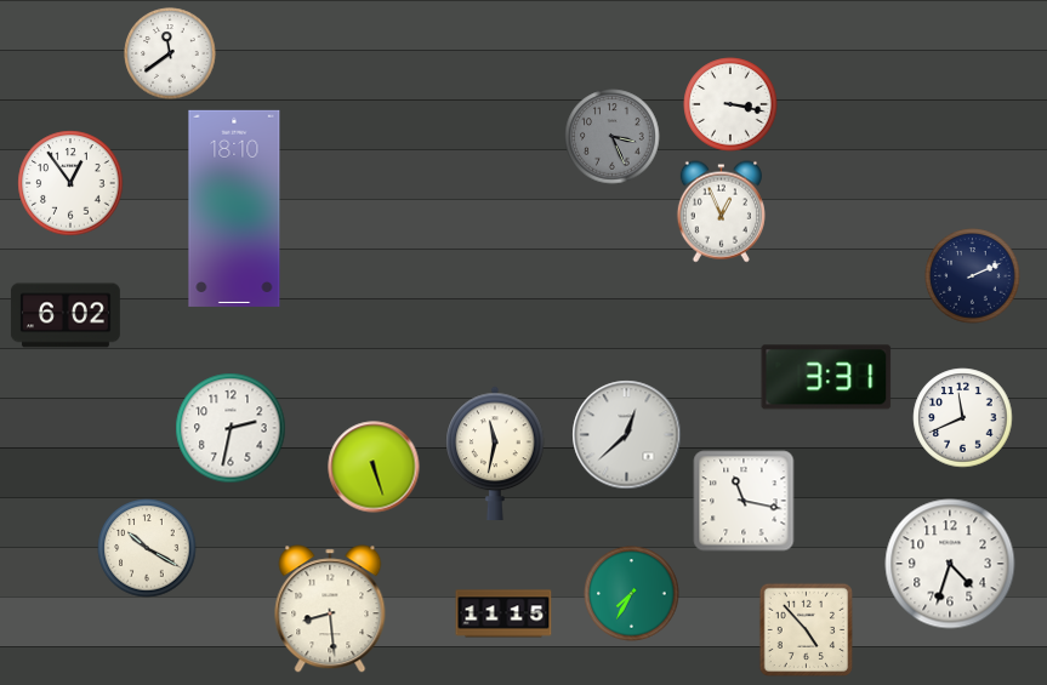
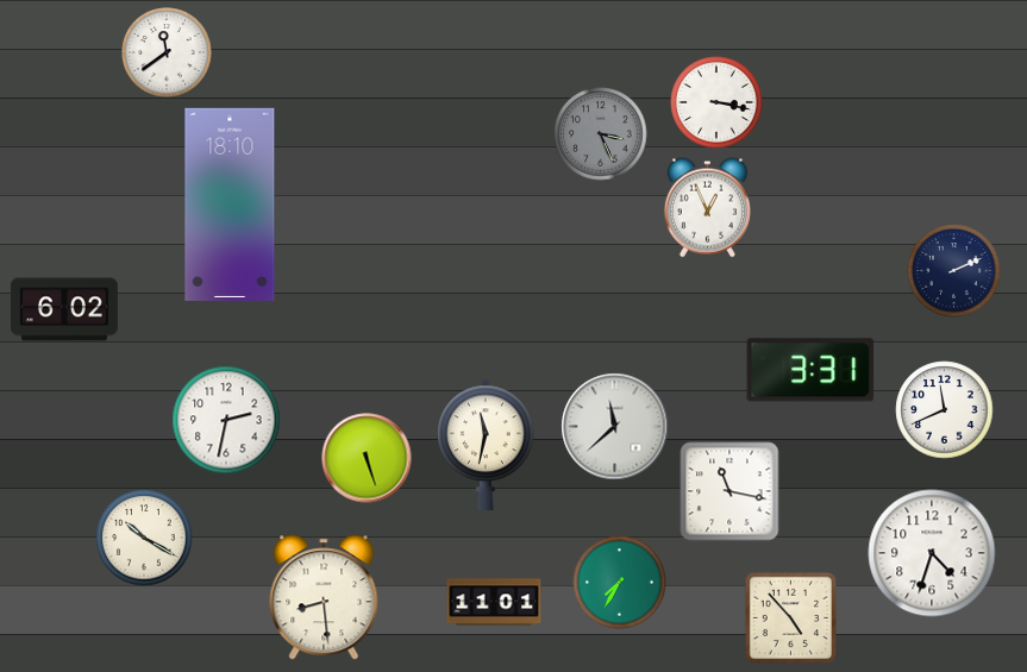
clock at (70, 183): 12:54 -> none
clock at (627, 435): 12:38 -> 11:38
clock at (503, 613): 11:15 -> 11:01
